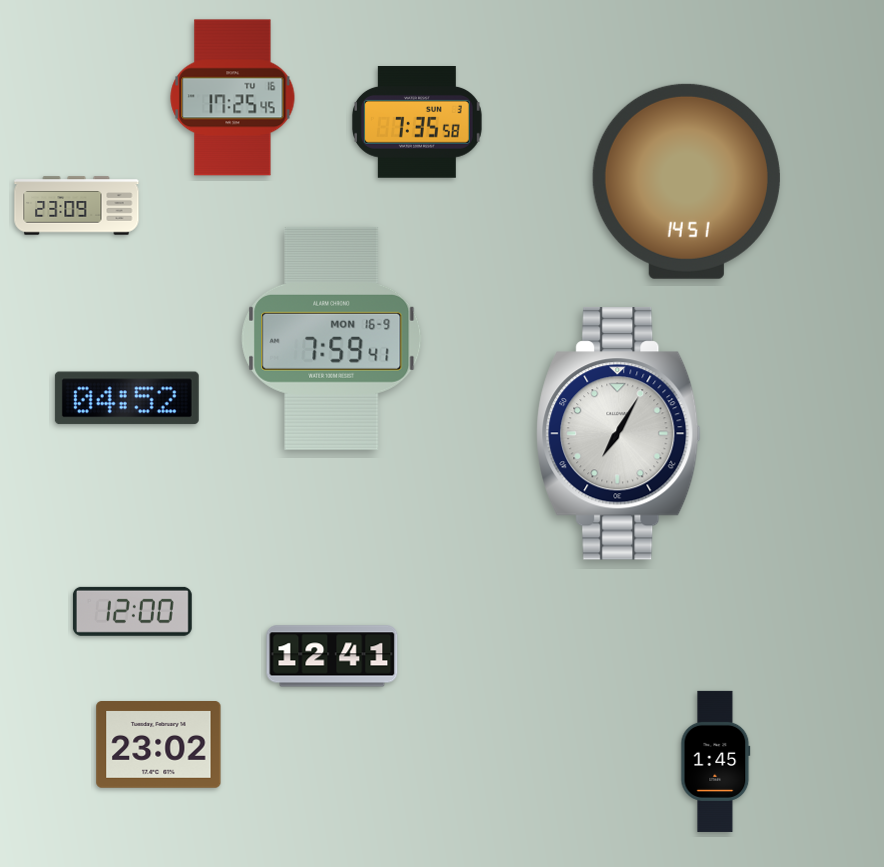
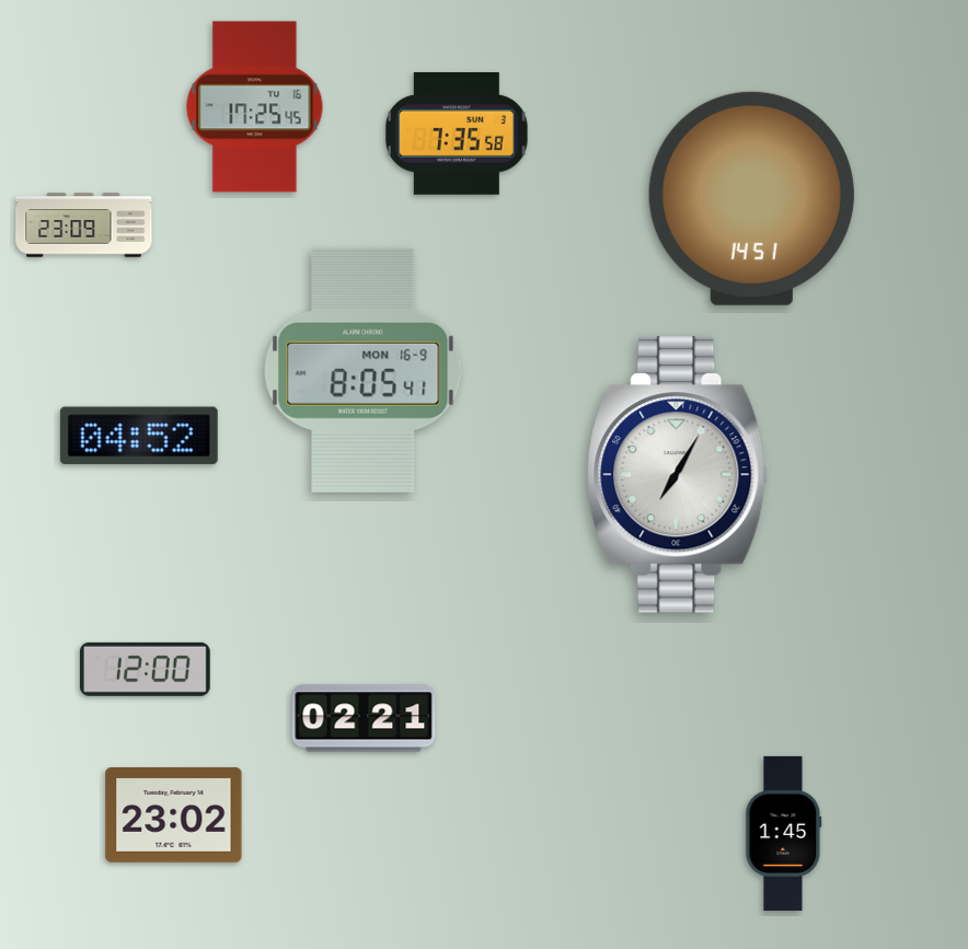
clock at (332, 338): 7:59 -> 8:05
clock at (332, 656): 12:41 -> 02:21
